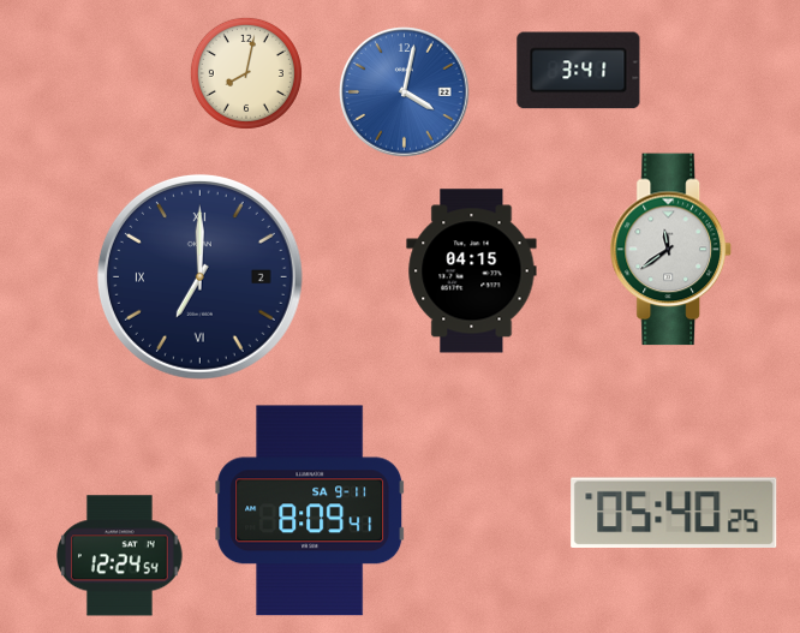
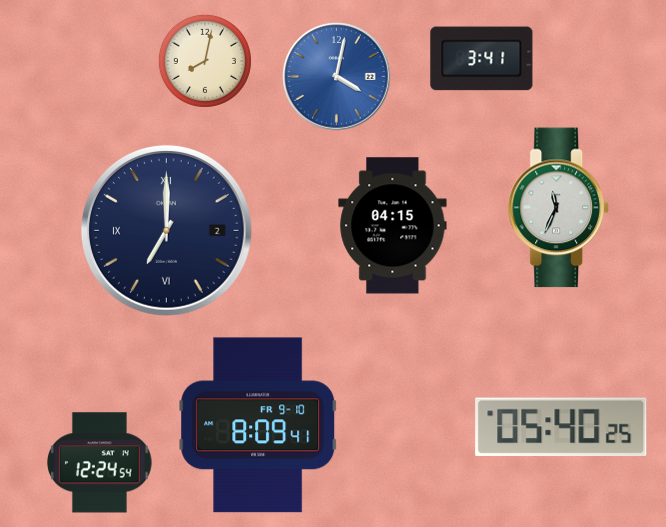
clock at (670, 250): 11:39 -> 11:34
clock at (310, 510) date: SA 9-11 -> FR 9-10
